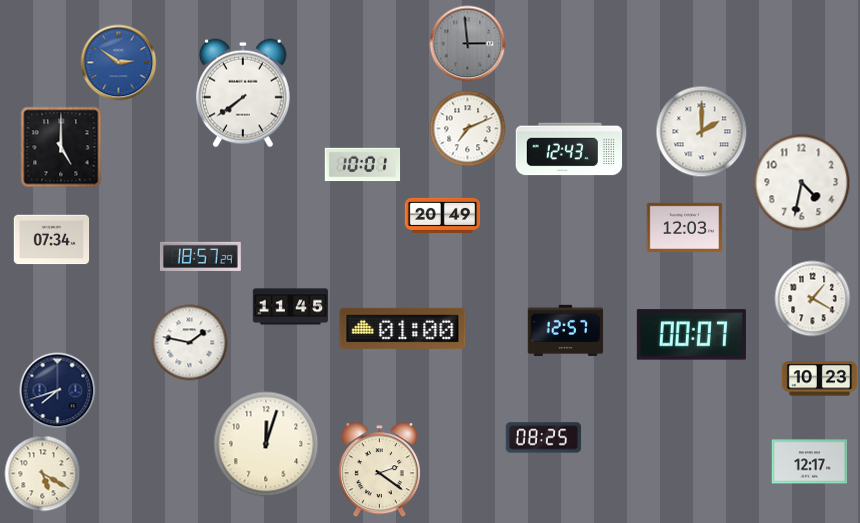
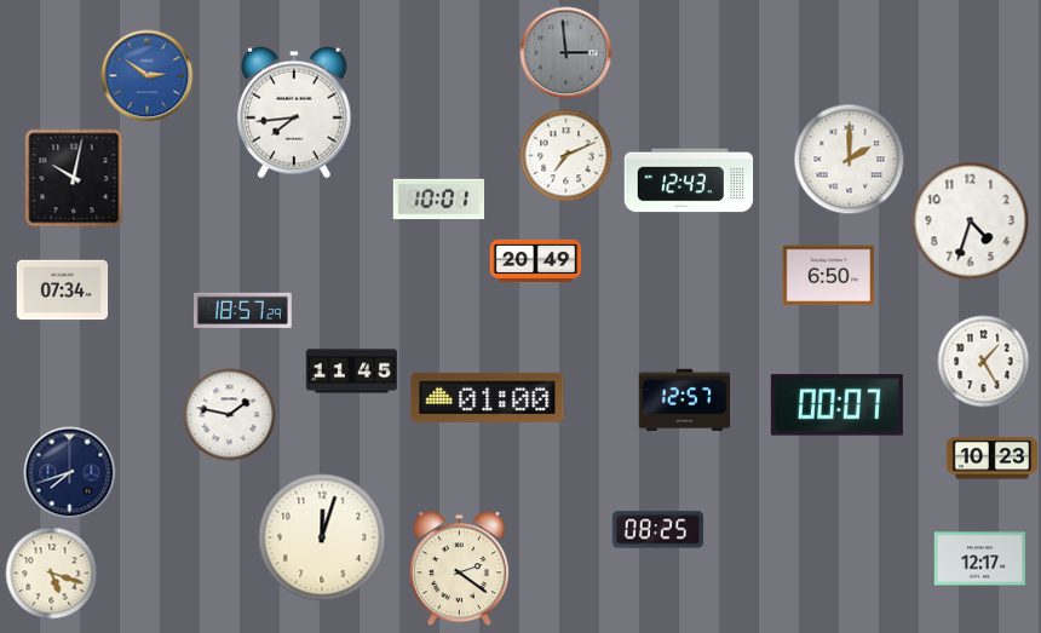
clock at (119, 63) position: (119, 63) -> (148, 76)
clock at (244, 93): 7:39 -> 7:44
clock at (61, 147): 5:00 -> 10:02
clock at (802, 183): 4:32 -> 4:33
clock at (685, 228): 12:03 -> 6:50
clock at (813, 299): 1:20 -> 1:25
clock at (43, 474): 5:20 -> 5:18
